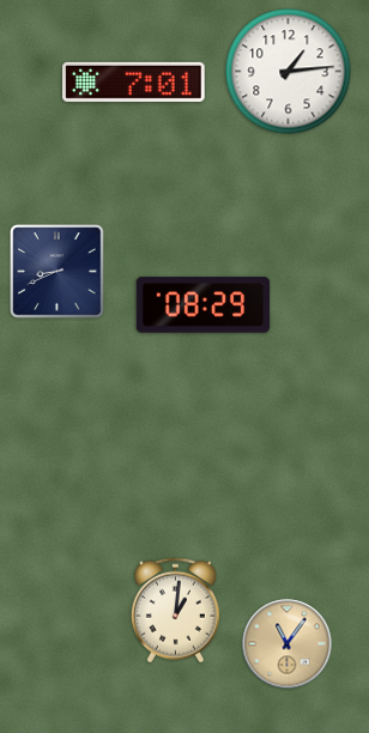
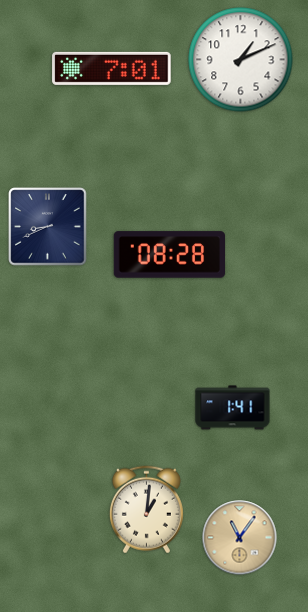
clock at (289, 72): 1:14 -> 1:11
clock at (204, 305): 08:29 -> 08:28
clock at (233, 408): none -> 1:41
